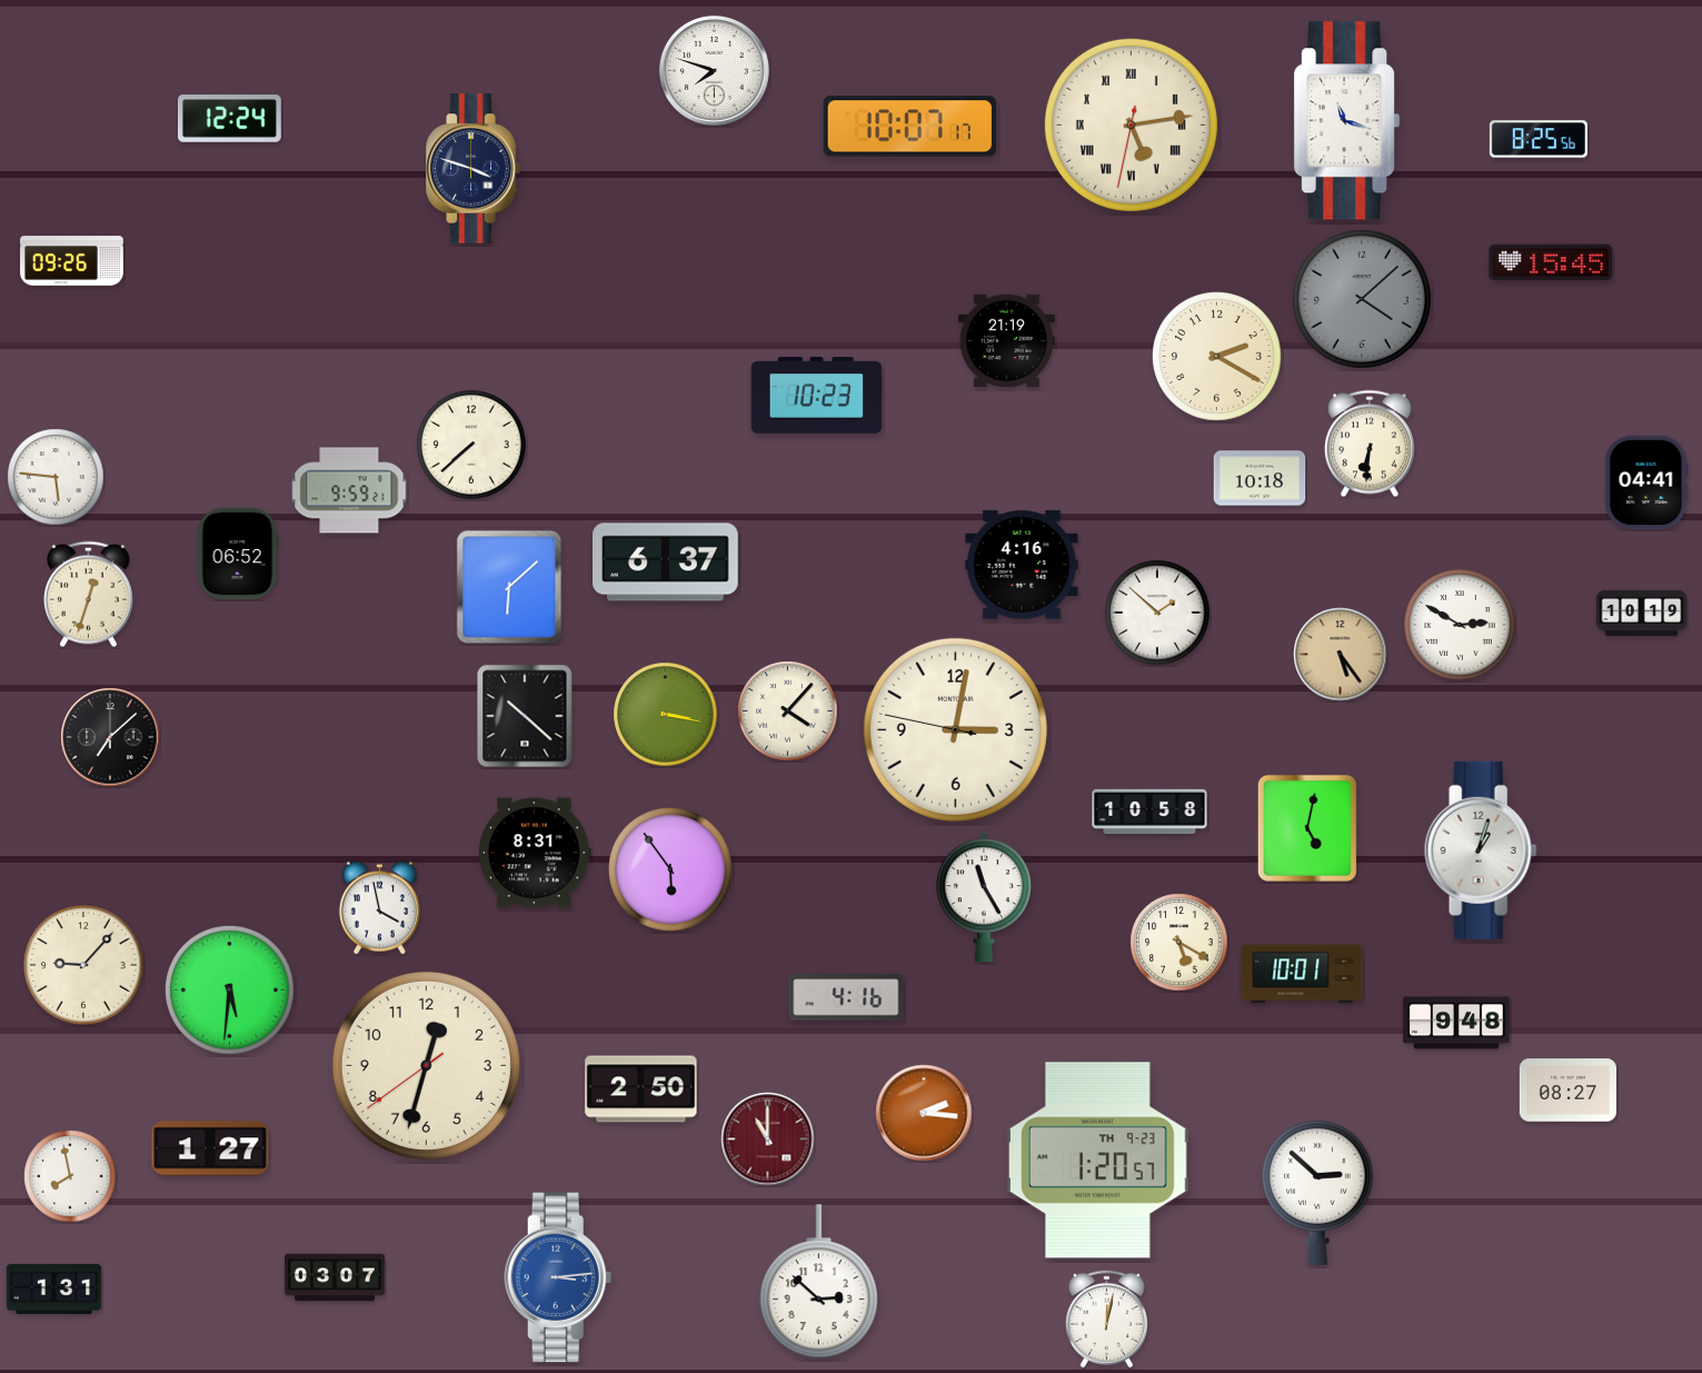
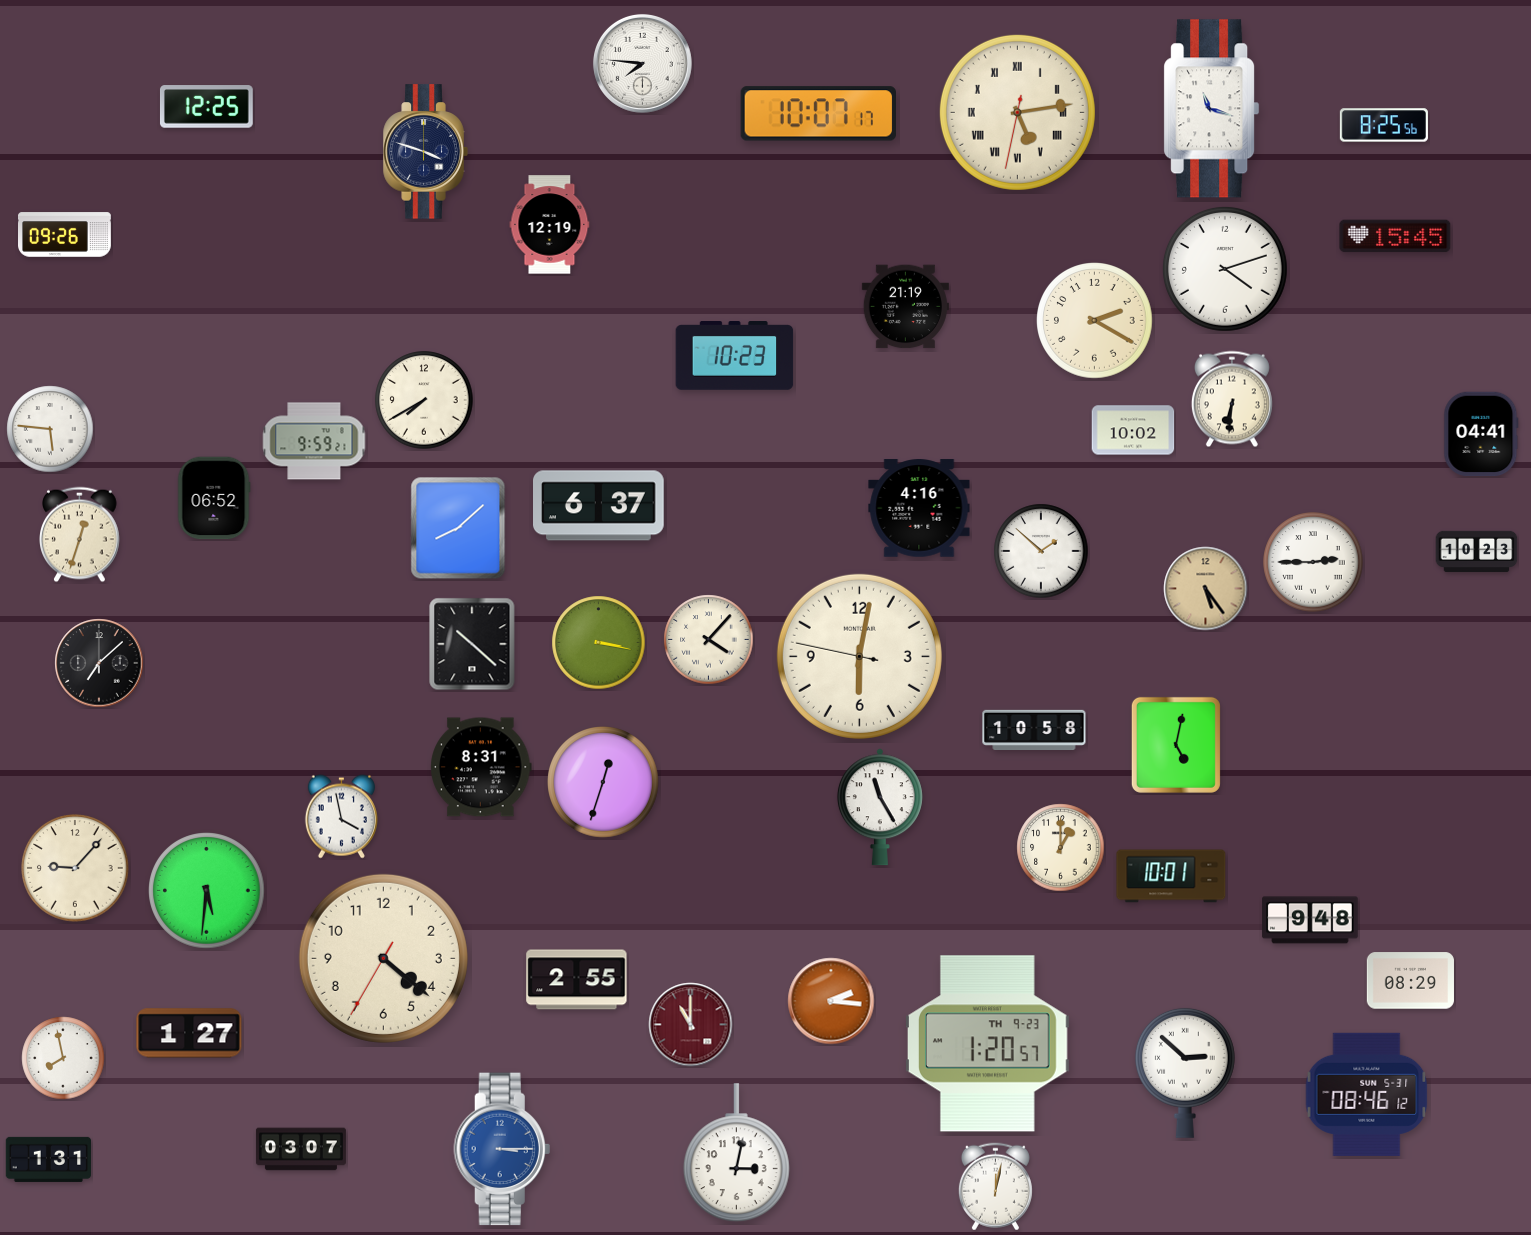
clock at (714, 70): 7:48 -> 7:46
clock at (229, 119): 12:24 -> 12:25
clock at (550, 225): none -> 12:19
clock at (1362, 299): 4:08 -> 4:12
clock at (1362, 299) dial: grey -> white
clock at (471, 445): 7:38 -> 7:40
clock at (1260, 478): 10:18 -> 10:02
clock at (509, 587): 6:08 -> 8:08
clock at (1642, 614): 10:19 -> 10:23
clock at (1460, 625): 2:50 -> 2:45
clock at (955, 729): 3:01 -> 6:01
clock at (1481, 850): 1:03 -> none
clock at (670, 869): 5:54 -> 12:33
clock at (984, 897) position: (984, 897) -> (880, 807)
clock at (1180, 943): 5:20 -> 1:00
clock at (846, 997): 4:16 -> none
clock at (426, 1065): 12:32 -> 4:21
clock at (641, 1090): 2:50 -> 2:55
clock at (1567, 1091): 08:27 -> 08:29
clock at (1367, 1094): none -> 08:46
clock at (558, 1277): 3:14 -> 3:15
clock at (818, 1282): 2:52 -> 3:02
